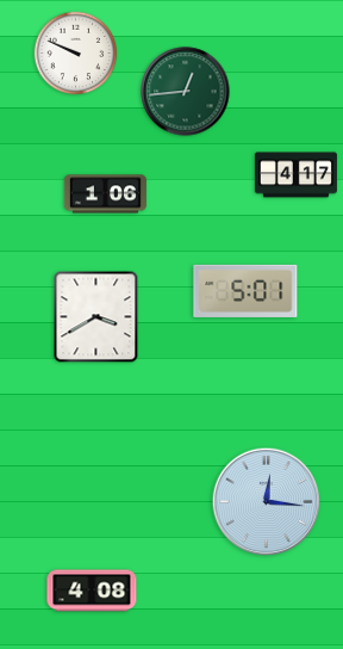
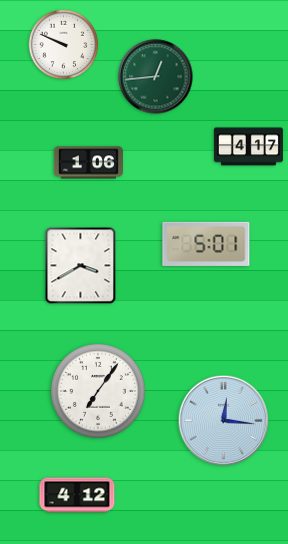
clock at (98, 391): none -> 7:06
clock at (92, 591): 4:08 -> 4:12
